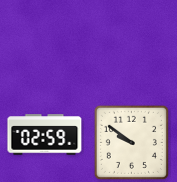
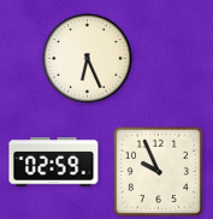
clock at (88, 59): none -> 6:26
clock at (131, 142): 9:51 -> 9:56
